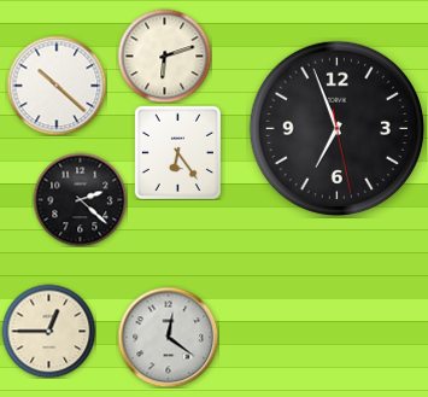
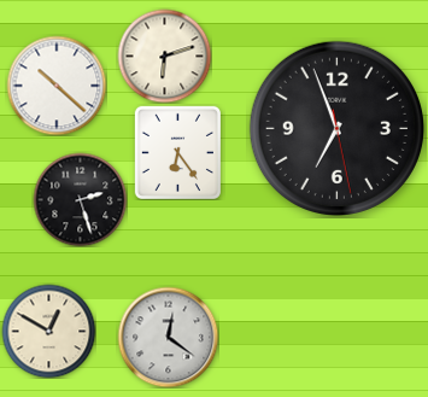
clock at (80, 199): 2:22 -> 2:27
clock at (48, 331): 12:45 -> 12:50
